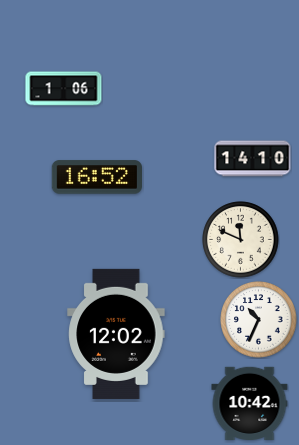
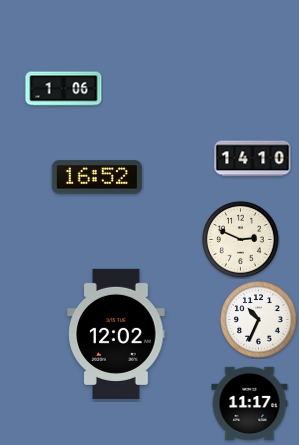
clock at (241, 240): 11:49 -> 2:49
clock at (250, 403): 10:42 -> 11:17
